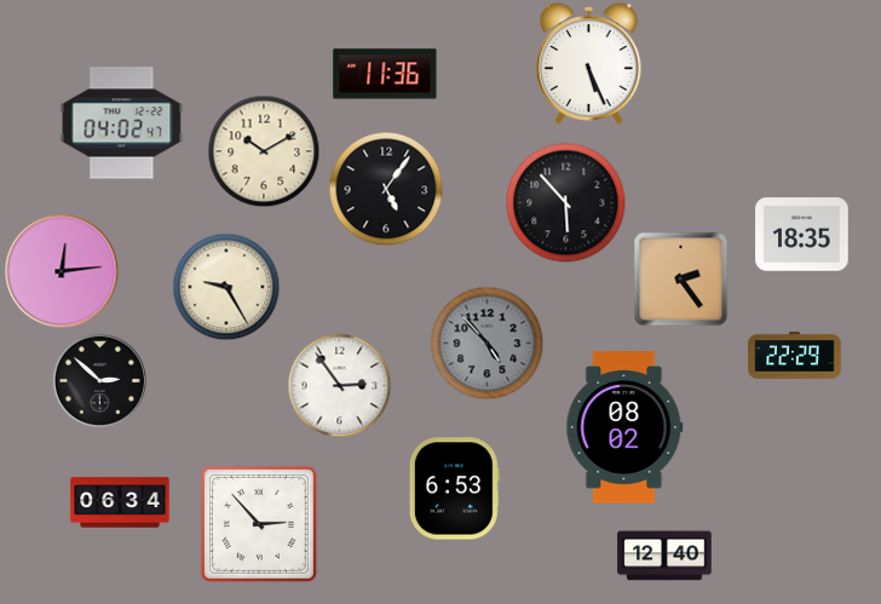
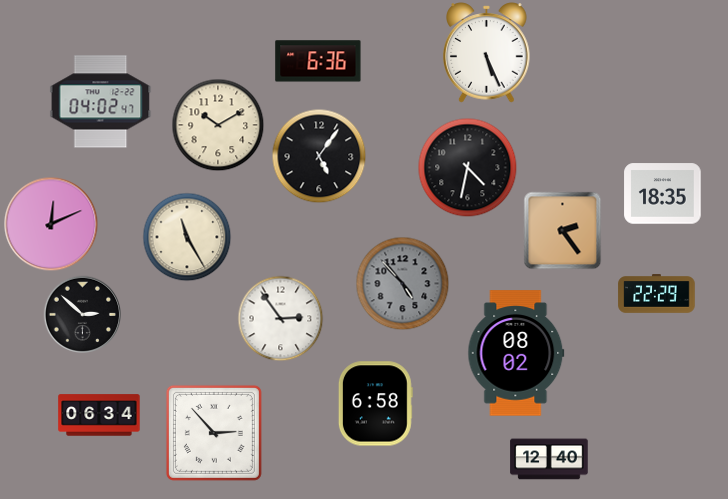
clock at (385, 74): 11:36 -> 6:36
clock at (566, 203): 5:53 -> 4:32
clock at (62, 271): 12:14 -> 12:11
clock at (226, 287): 9:25 -> 11:25
clock at (454, 489): 6:53 -> 6:58
